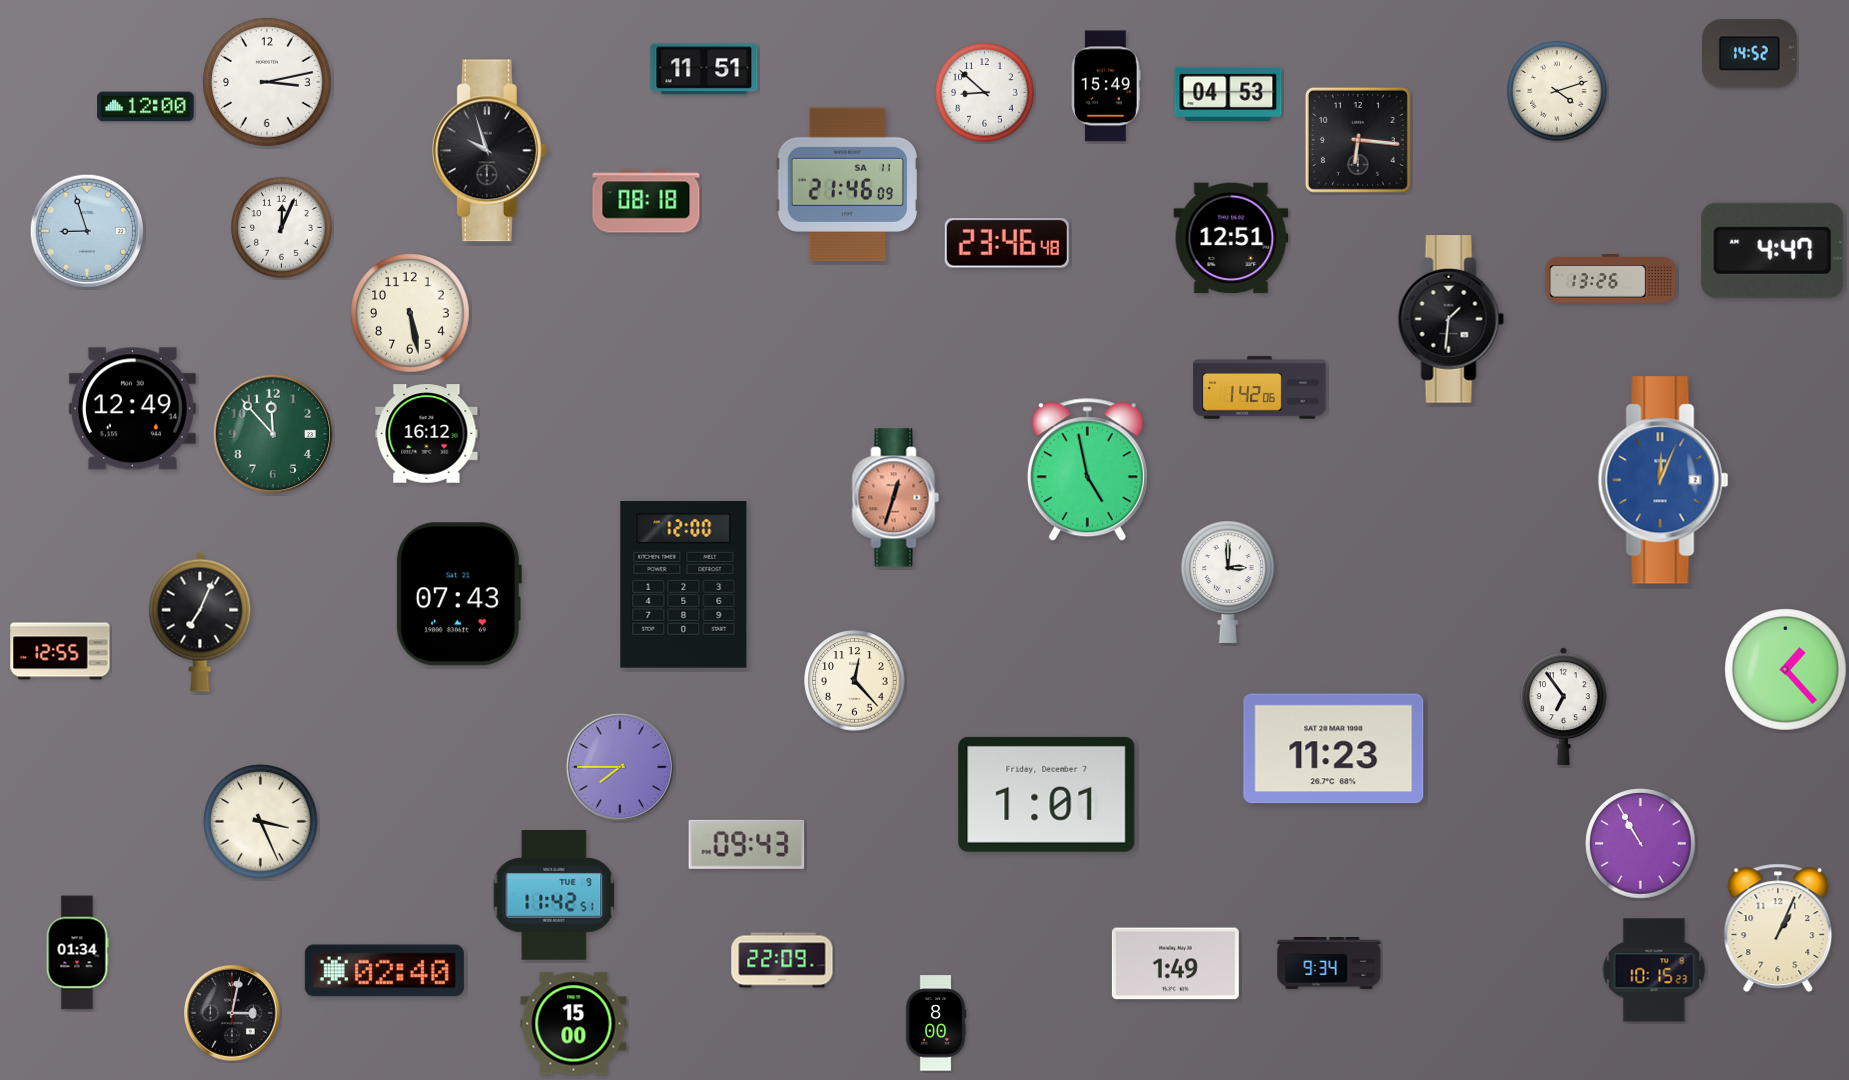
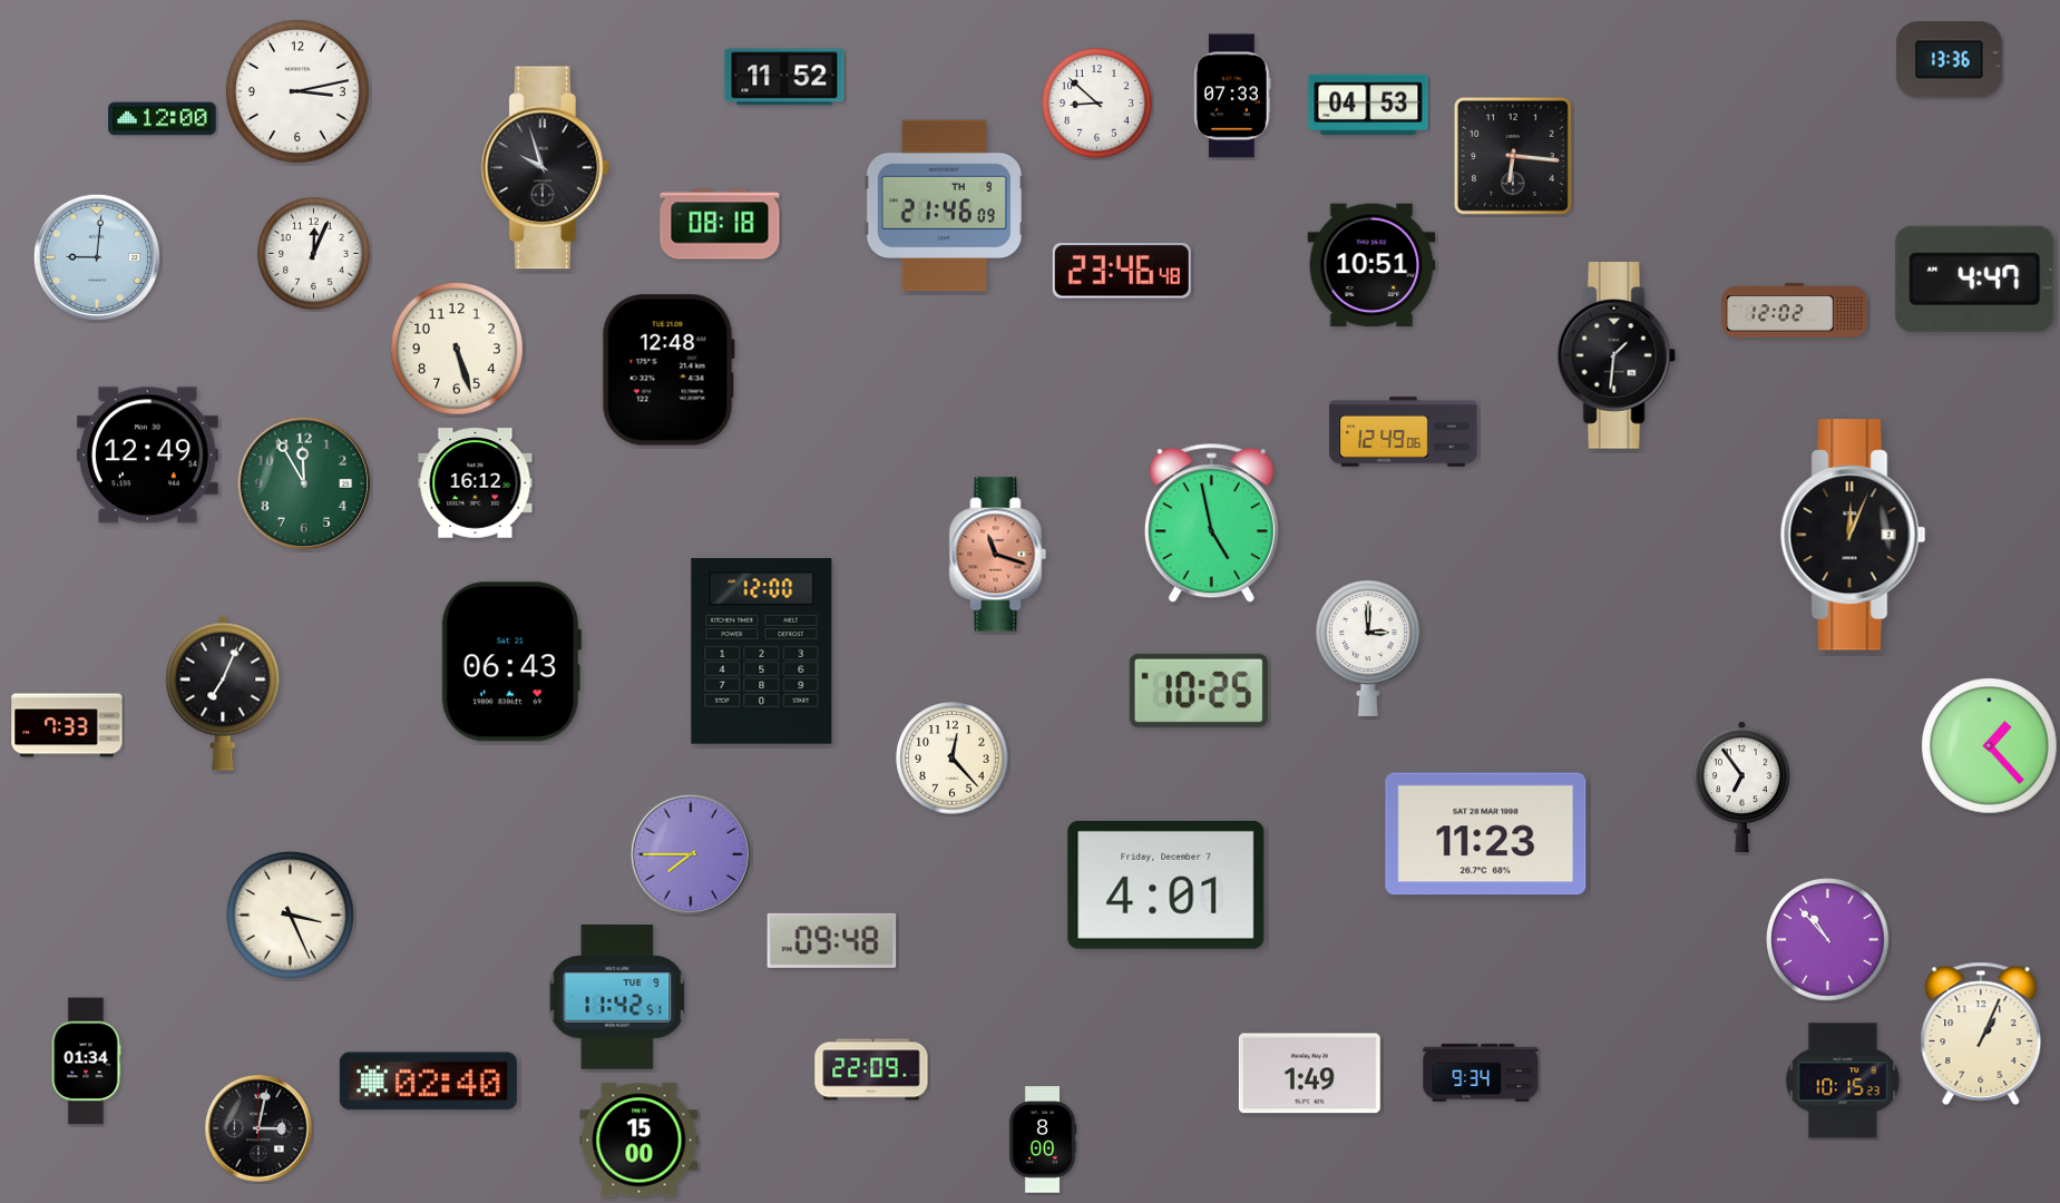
clock at (1750, 54): 14:52 -> 13:36
clock at (704, 69): 11:51 -> 11:52
clock at (1106, 86): 15:49 -> 07:33
clock at (1557, 91): 4:12 -> none
clock at (847, 185) date: SA 11 -> TH 9
clock at (87, 231): 8:57 -> 9:01
clock at (1231, 238): 12:51 -> 10:51
clock at (1611, 279): 13:26 -> 12:02
clock at (411, 314): 5:28 -> 5:27
clock at (668, 370): none -> 12:48
clock at (1260, 388): 1:42 -> 12:49
clock at (273, 434): 11:53 -> 11:55
clock at (1663, 480) dial: blue -> black
clock at (896, 498): 12:33 -> 11:18
clock at (459, 594): 07:43 -> 06:43
clock at (1199, 691): none -> 10:25
clock at (60, 651): 12:55 -> 7:33
clock at (1047, 794): 1:01 -> 4:01
clock at (747, 844): 09:43 -> 09:48
clock at (1641, 844): 10:55 -> 10:53
